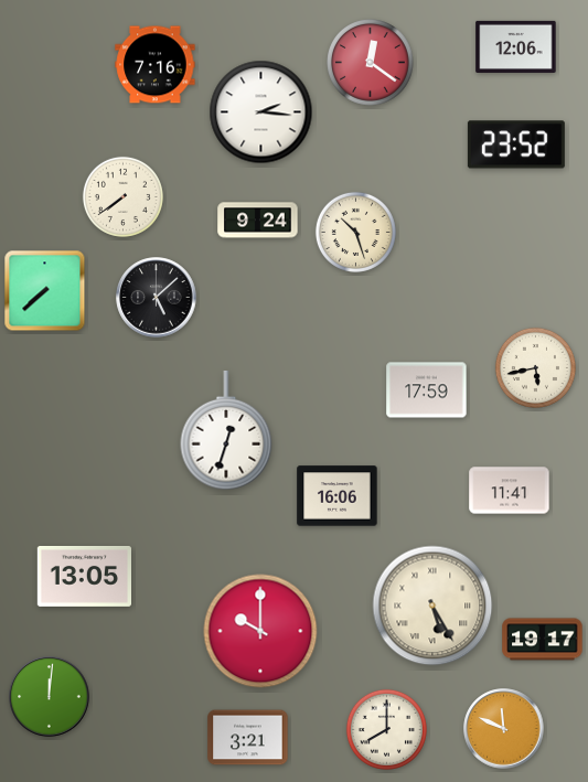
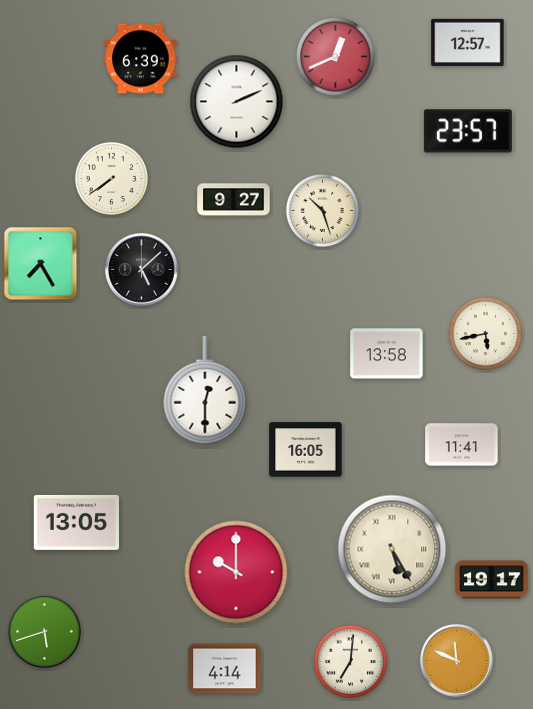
clock at (516, 46): 12:06 -> 12:57
clock at (371, 63): 12:21 -> 12:41
clock at (156, 65): 7:16 -> 6:39
clock at (261, 113): 2:16 -> 2:11
clock at (516, 144): 23:52 -> 23:57
clock at (258, 221): 9:24 -> 9:27
clock at (45, 291): 7:38 -> 7:25
clock at (427, 390): 17:59 -> 13:58
clock at (226, 430): 12:33 -> 12:30
clock at (338, 496): 16:06 -> 16:05
clock at (50, 697): 12:01 -> 5:42
clock at (386, 729): 8:00 -> 7:01
clock at (248, 738): 3:21 -> 4:14
